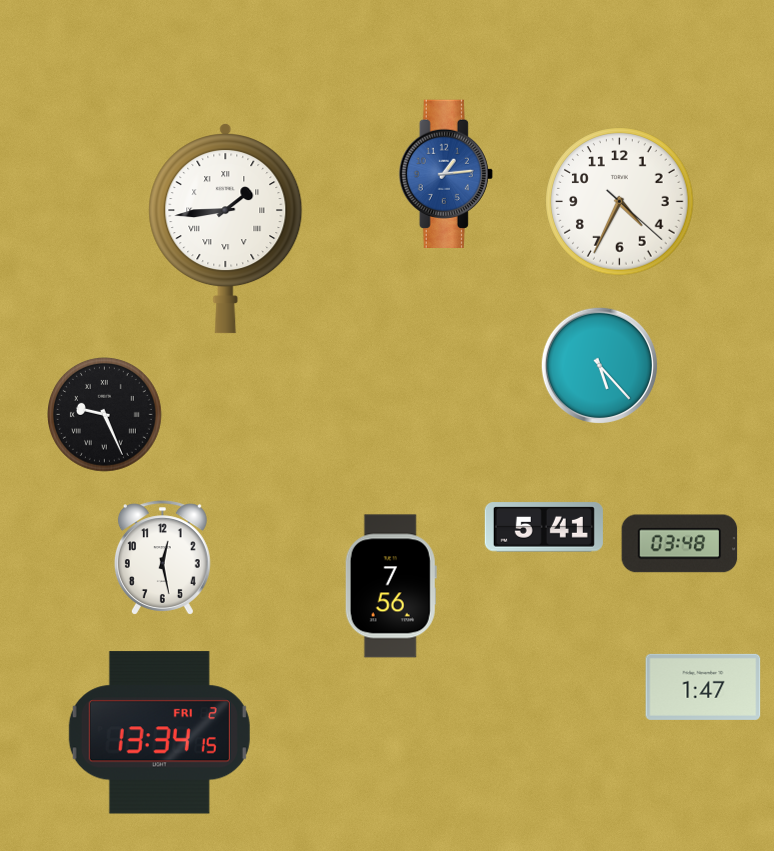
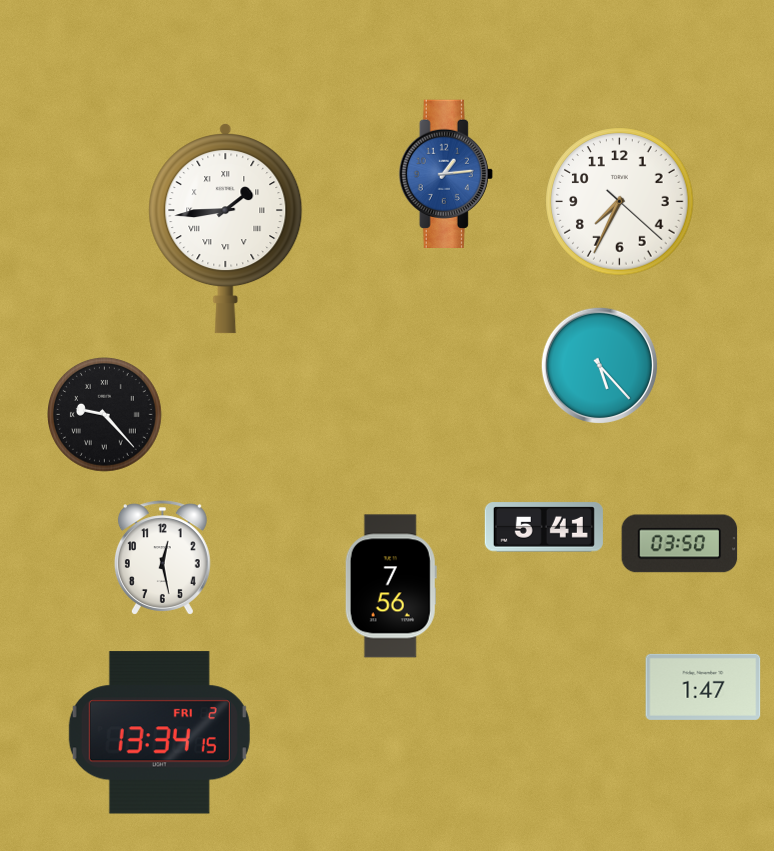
clock at (620, 202): 4:34 -> 7:34
clock at (105, 415): 9:26 -> 9:23
clock at (680, 544): 03:48 -> 03:50
